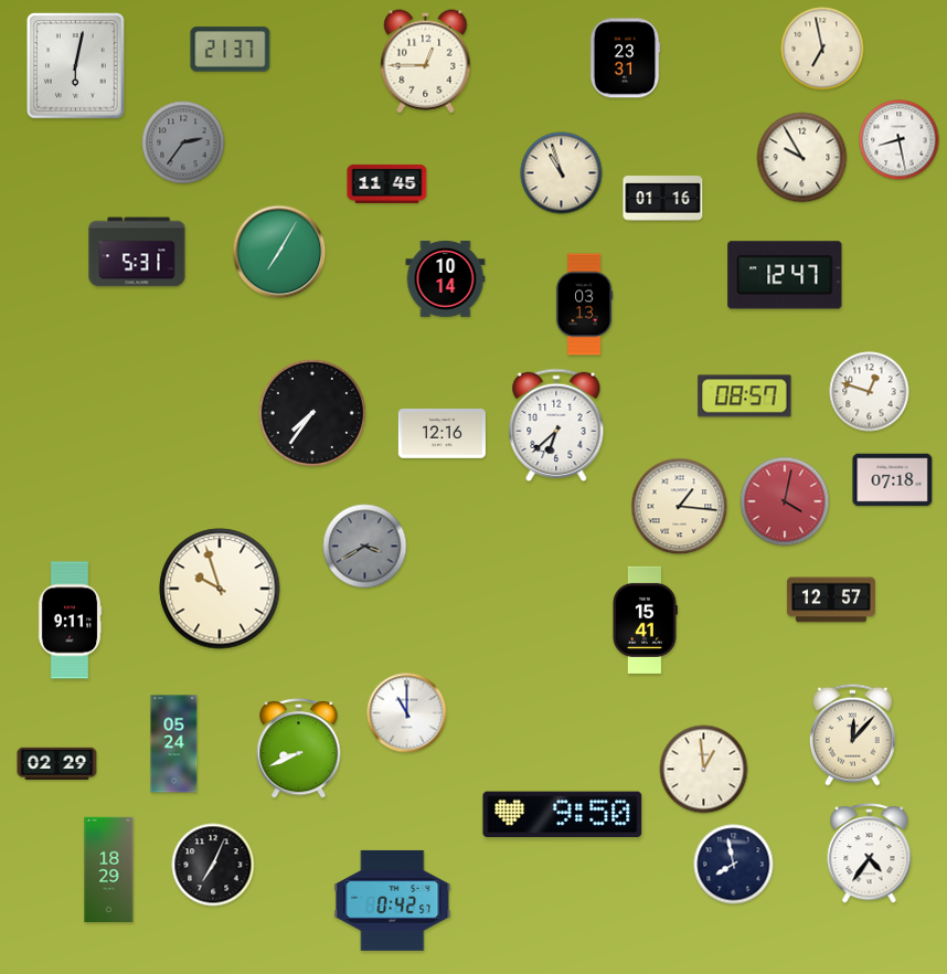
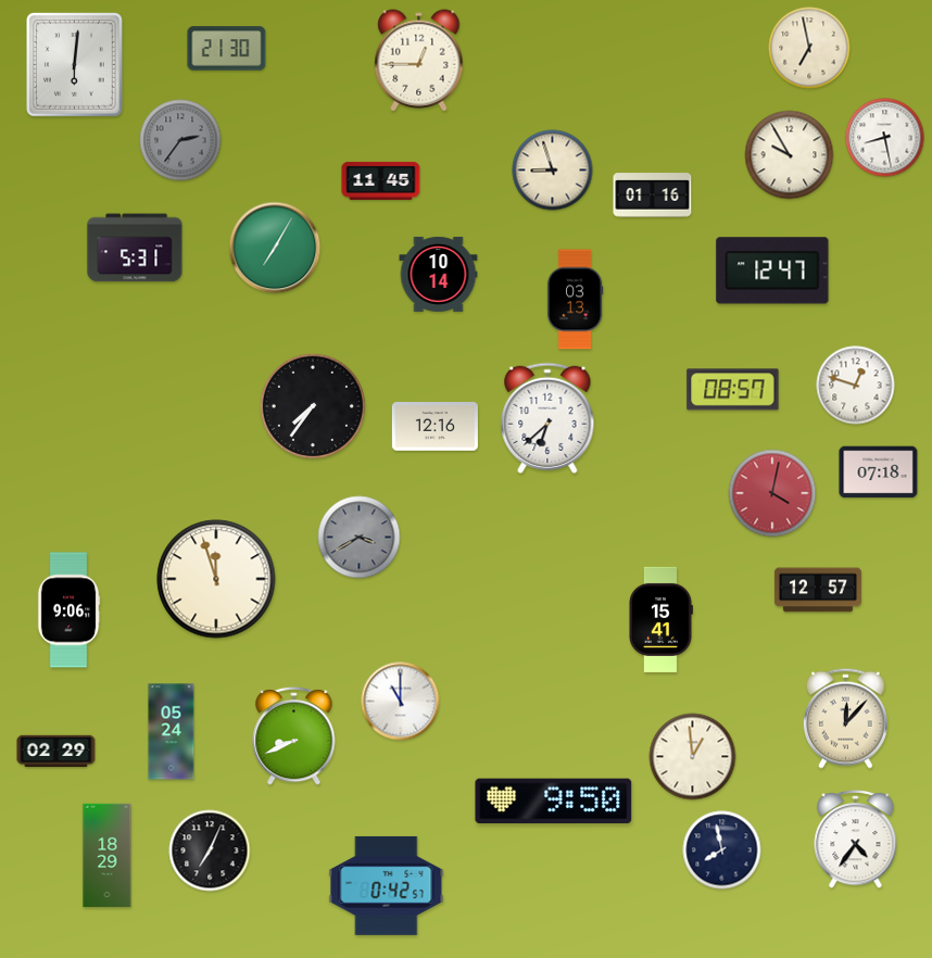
clock at (231, 50): 21:37 -> 21:30
clock at (625, 59): 23:31 -> none
clock at (76, 66): 6:02 -> 6:01
clock at (562, 173): 10:57 -> 8:57
clock at (312, 413) position: (312, 413) -> (313, 406)
clock at (680, 507): 1:16 -> none
clock at (220, 589): 9:57 -> 11:57
clock at (646, 620) position: (646, 620) -> (662, 619)
clock at (70, 621): 9:11 -> 9:06
clock at (853, 734) position: (853, 734) -> (846, 718)
